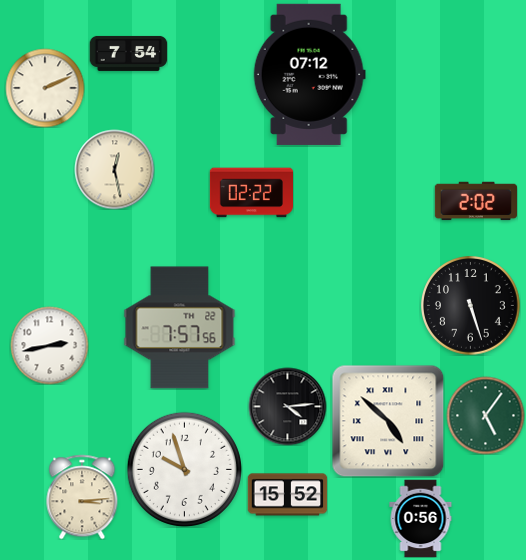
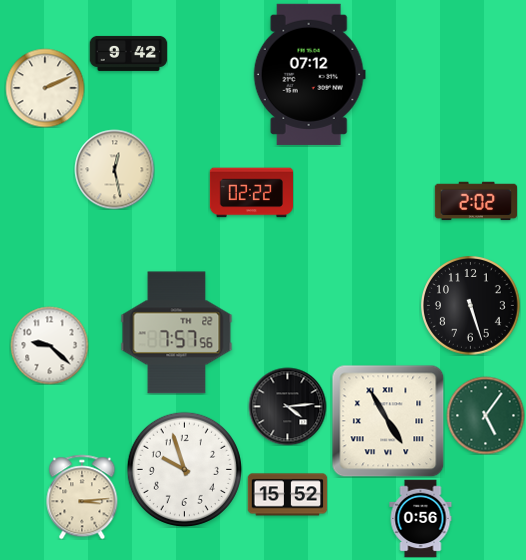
clock at (128, 53): 7:54 -> 9:42
clock at (180, 328) position: (180, 328) -> (177, 333)
clock at (49, 345): 2:43 -> 9:22
clock at (388, 421): 4:52 -> 4:55
